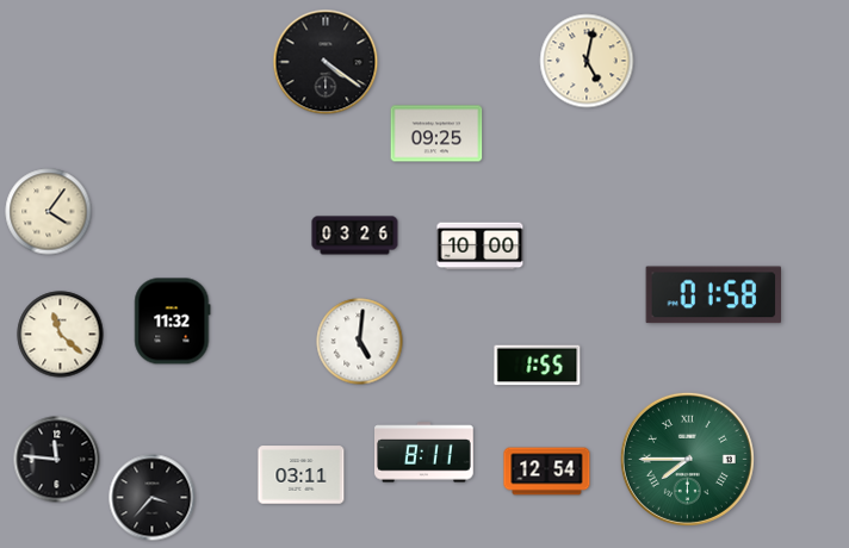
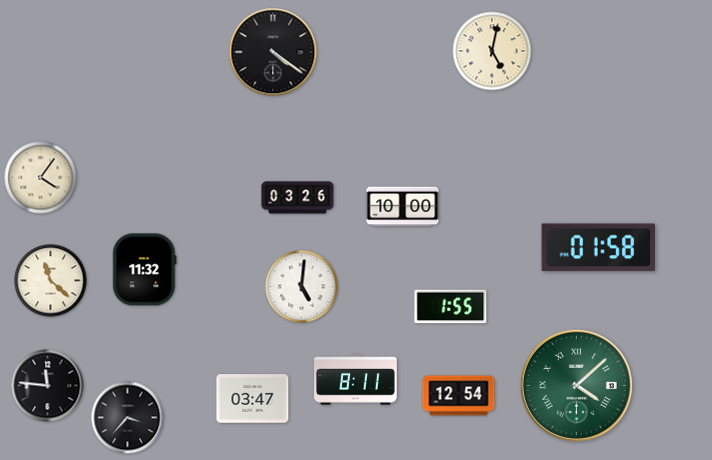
clock at (436, 133): 09:25 -> none
clock at (687, 459): 7:45 -> 4:08
clock at (302, 475): 03:11 -> 03:47
